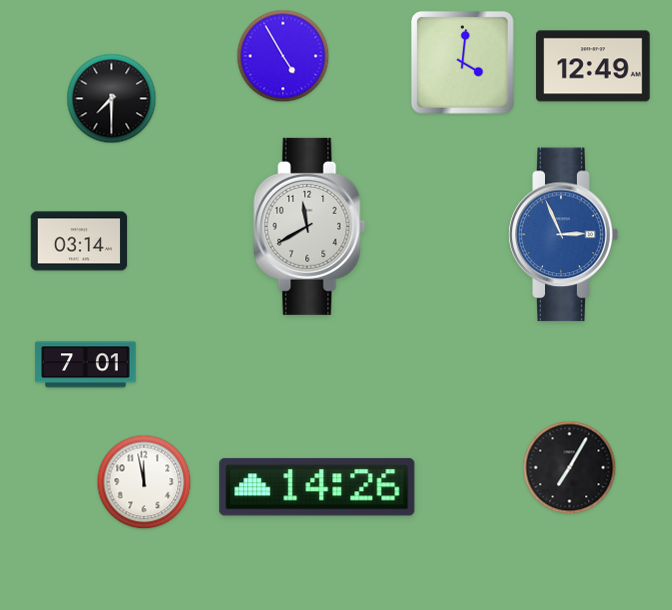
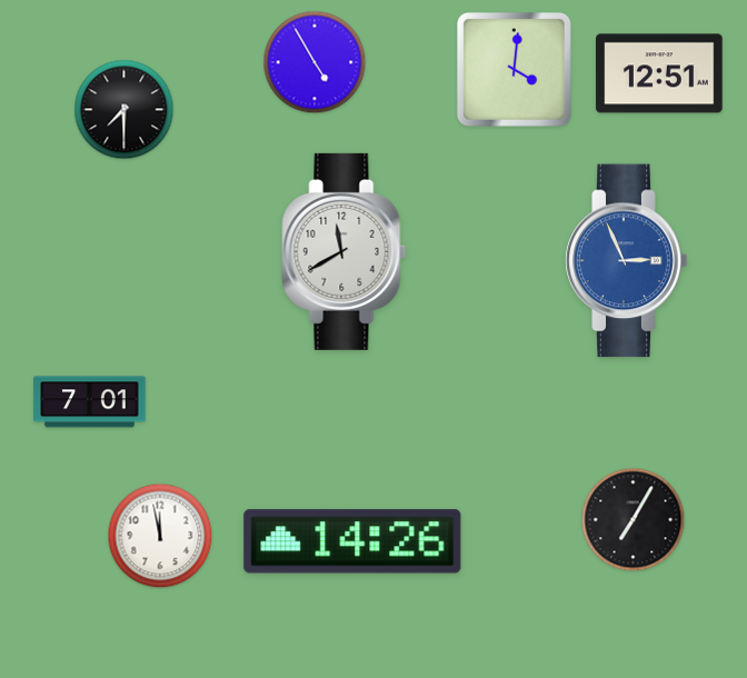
clock at (593, 66): 12:49 -> 12:51
clock at (79, 241): 03:14 -> none
clock at (86, 365) position: (86, 365) -> (90, 402)
